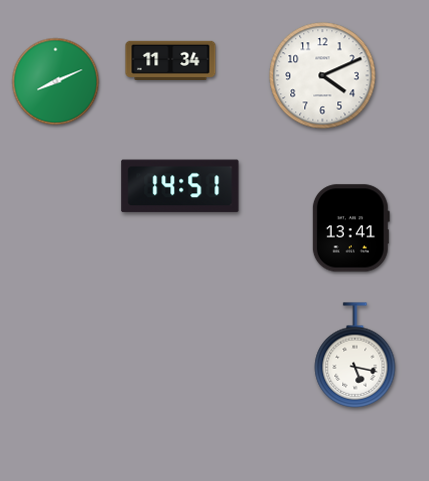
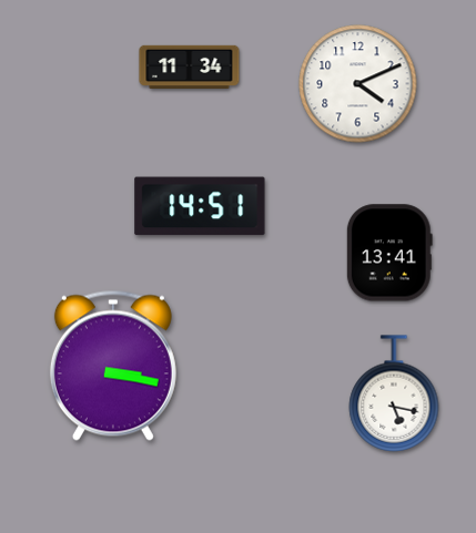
clock at (56, 82): 8:11 -> none
clock at (113, 366): none -> 3:17
